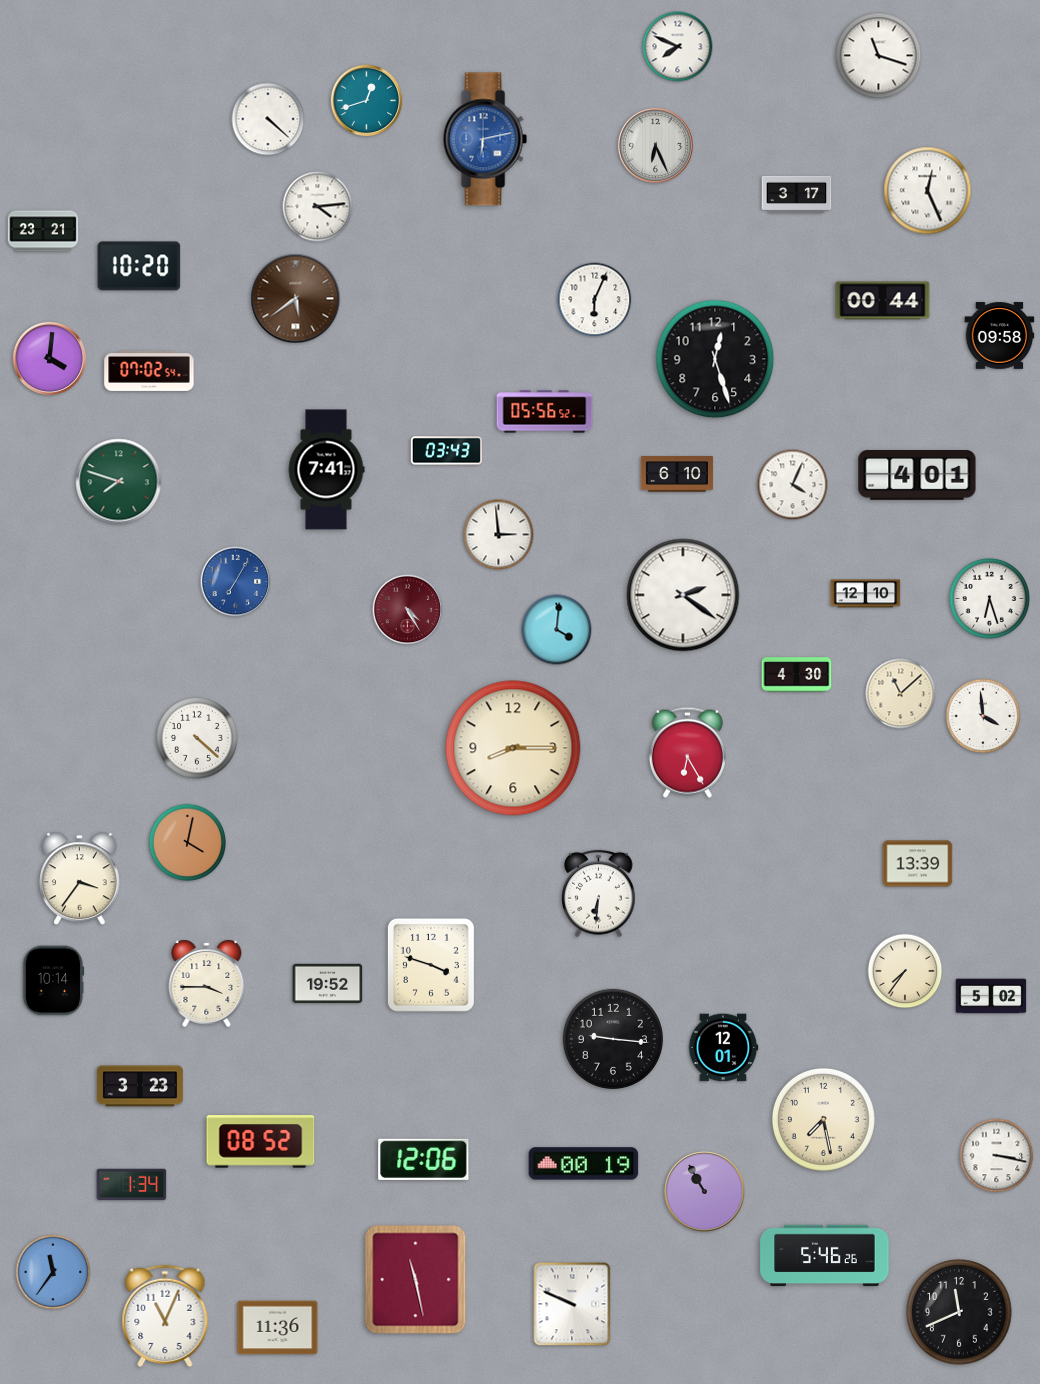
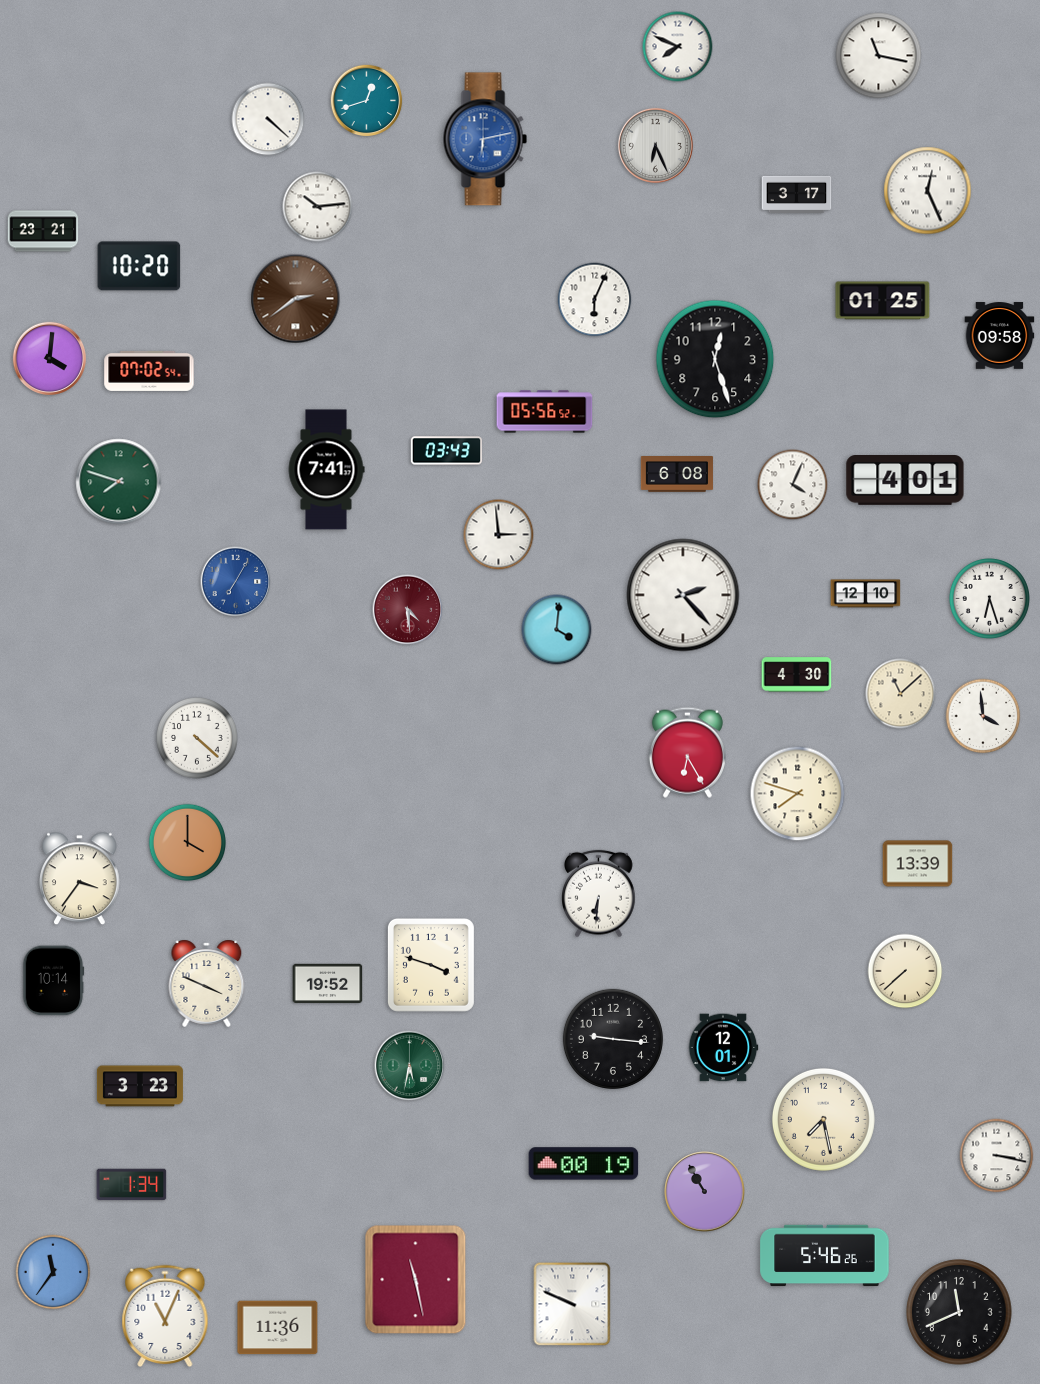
clock at (879, 56): 11:18 -> 11:17
clock at (318, 207): 4:14 -> 10:14
clock at (296, 299): 5:39 -> 2:39
clock at (883, 301): 00:44 -> 01:25
clock at (677, 475): 6:10 -> 6:08
clock at (917, 476) position: (917, 476) -> (905, 481)
clock at (683, 595): 2:21 -> 2:23
clock at (408, 610): 4:25 -> 4:29
clock at (513, 748): 8:15 -> none
clock at (798, 794): none -> 7:48
clock at (188, 843): 4:02 -> 4:00
clock at (905, 971): 7:36 -> 7:38
clock at (207, 983): 3:45 -> 3:49
clock at (991, 996): 5:02 -> none
clock at (410, 1066): none -> 5:32
clock at (261, 1142): 08:52 -> none
clock at (424, 1159): 12:06 -> none
